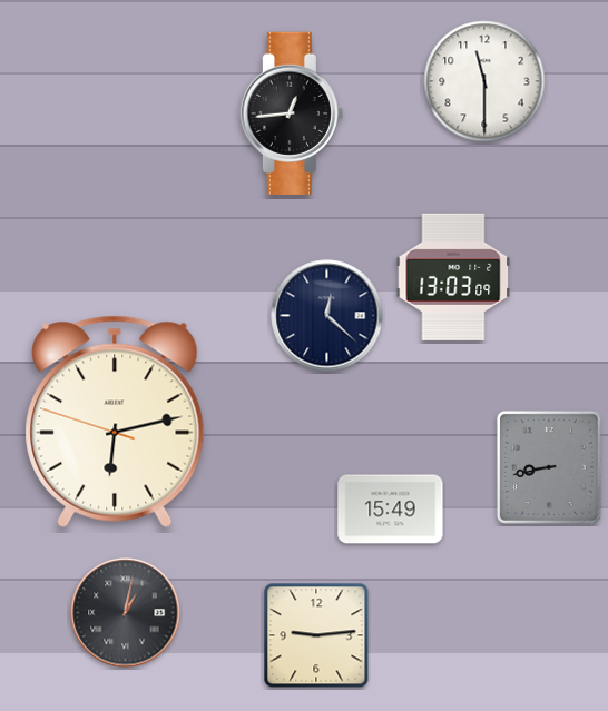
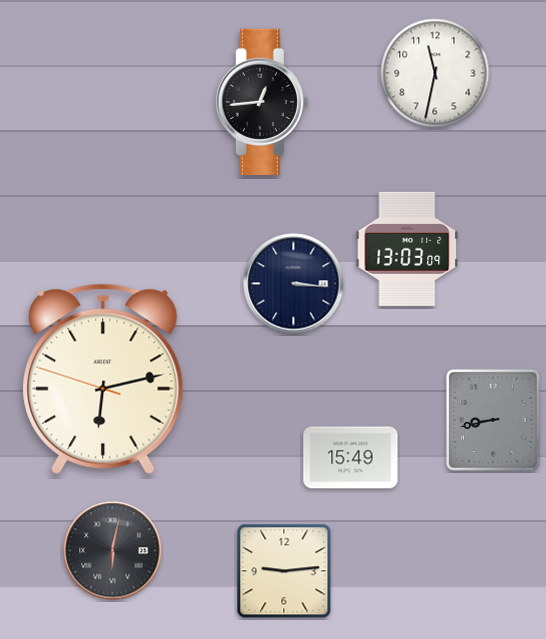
clock at (484, 81): 11:30 -> 11:32
clock at (327, 316): 12:22 -> 3:16
clock at (126, 613): 1:02 -> 6:02
